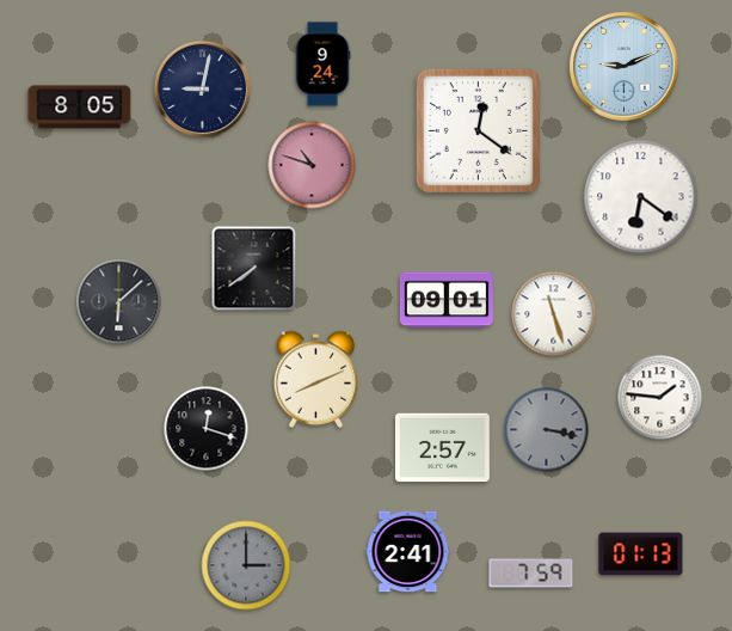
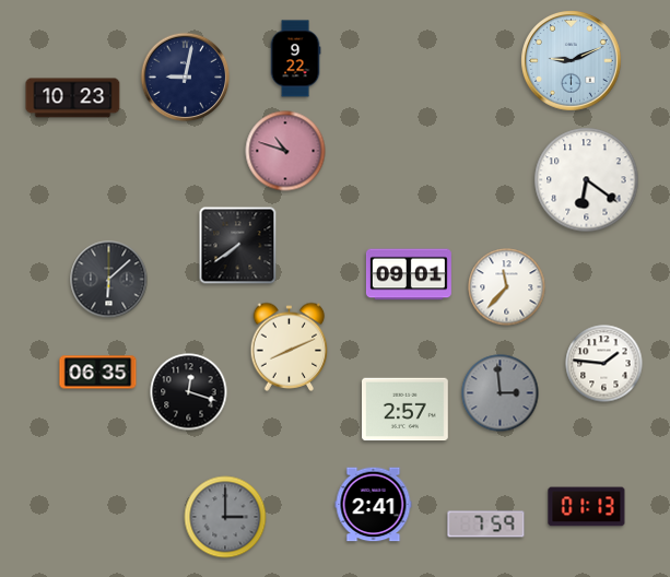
clock at (322, 65): 9:24 -> 9:22
clock at (203, 90) position: (203, 90) -> (186, 78)
clock at (80, 108): 8:05 -> 10:23
clock at (478, 130): 12:21 -> none
clock at (254, 269) position: (254, 269) -> (238, 246)
clock at (119, 302) position: (119, 302) -> (109, 280)
clock at (554, 314): 11:27 -> 11:37
clock at (98, 373): none -> 06:35
clock at (547, 430): 3:17 -> 2:59
